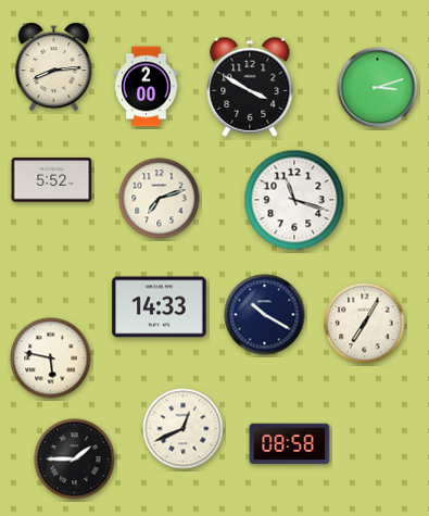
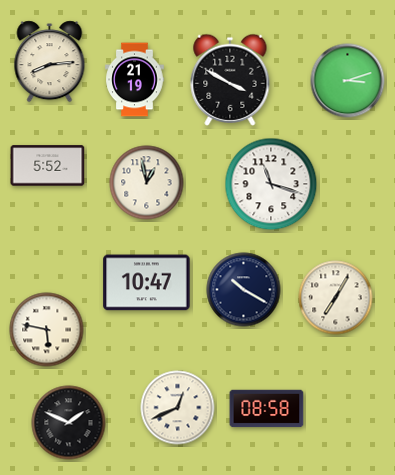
clock at (147, 87): 2:00 -> 21:19
clock at (160, 199): 7:12 -> 12:58
clock at (160, 307): 14:33 -> 10:47
clock at (184, 429) position: (184, 429) -> (178, 408)
clock at (75, 460): 1:45 -> 1:49
